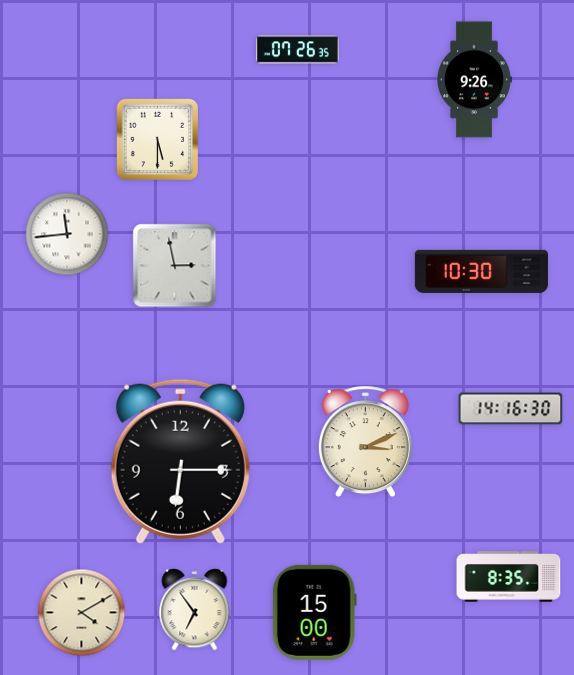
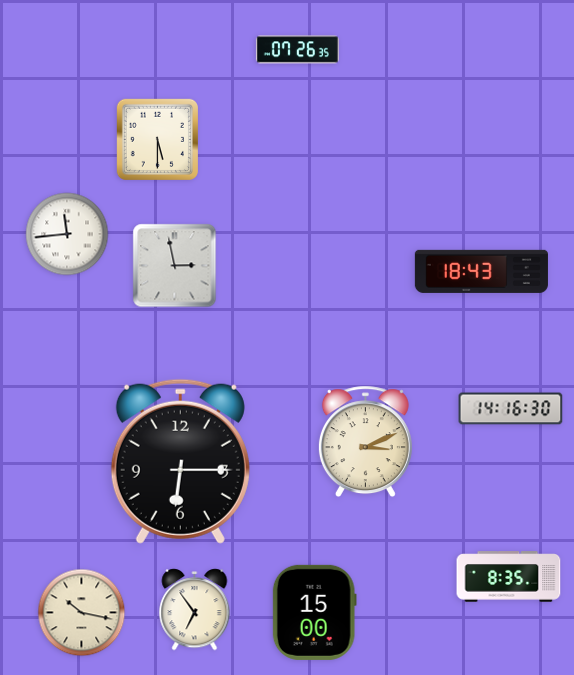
clock at (474, 80): 9:26 -> none
clock at (481, 271): 10:30 -> 18:43
clock at (82, 613): 4:10 -> 10:17
